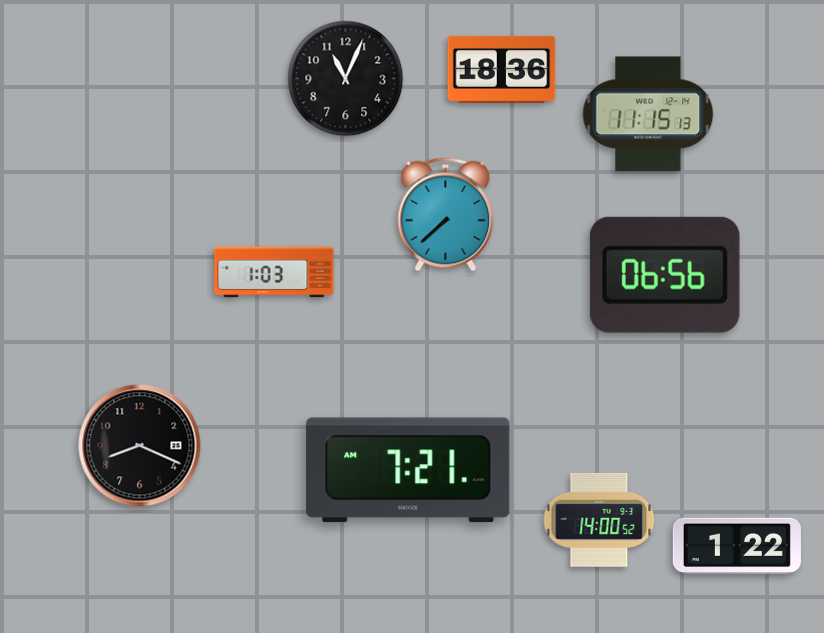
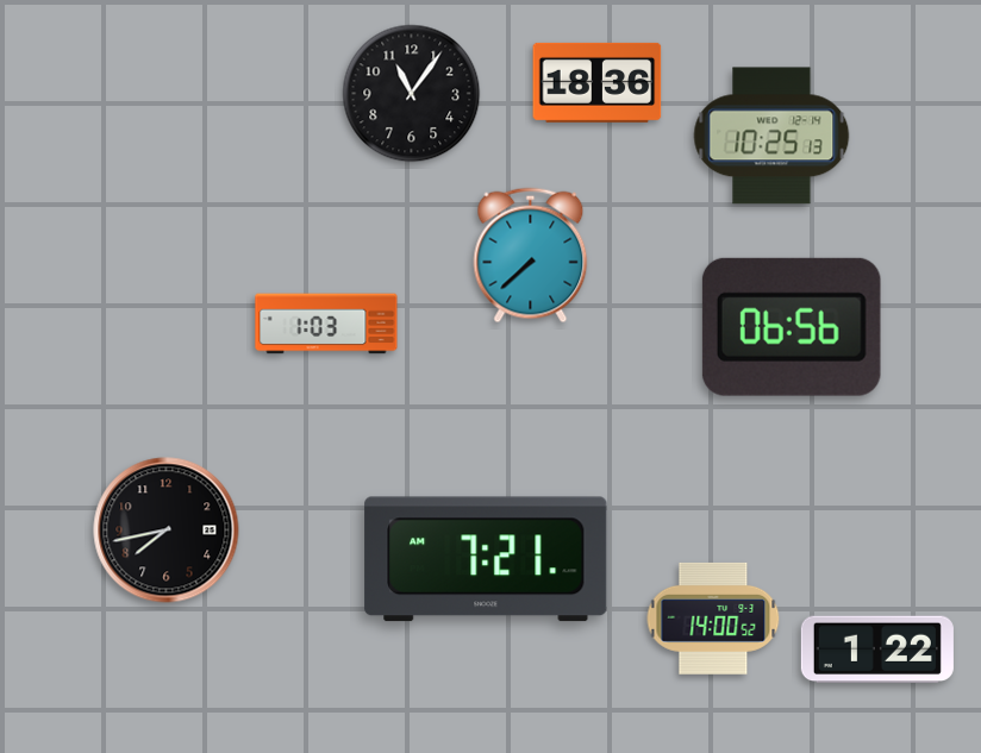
clock at (346, 79): 11:04 -> 11:06
clock at (648, 114): 11:15 -> 10:25
clock at (140, 446): 8:19 -> 7:43
